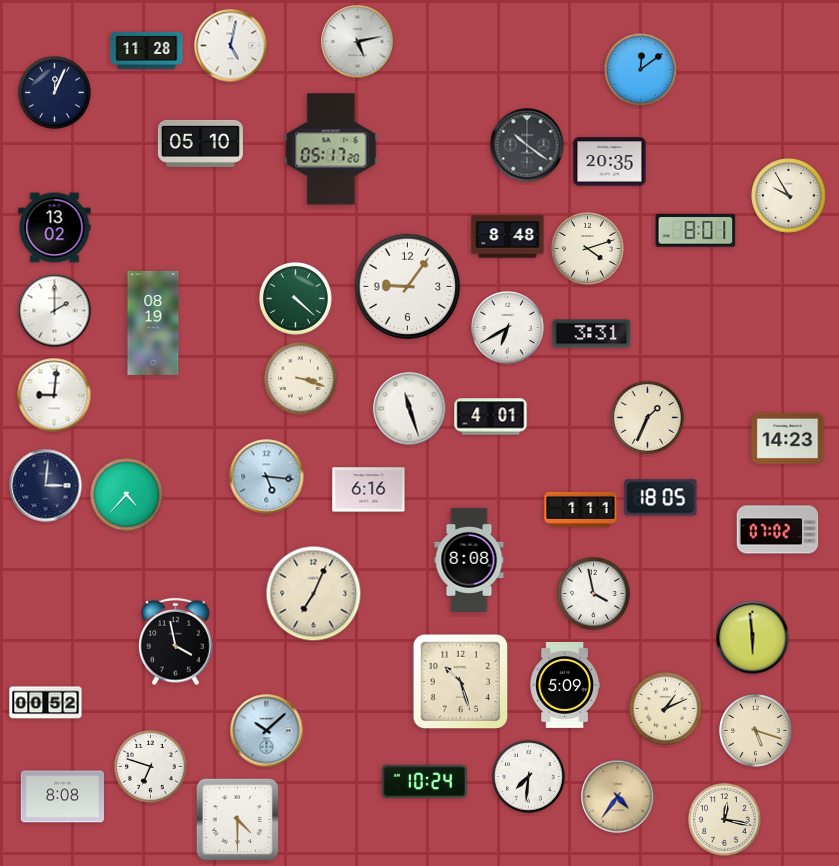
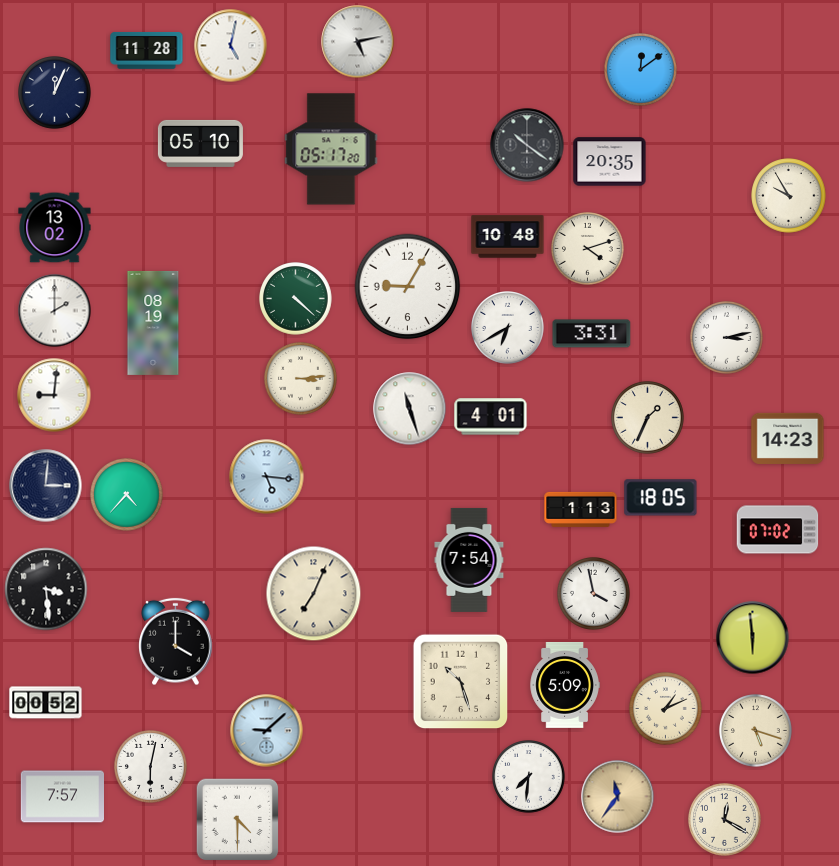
clock at (696, 231): 8:01 -> none
clock at (508, 237): 8:48 -> 10:48
clock at (408, 287): 9:06 -> 9:05
clock at (727, 338): none -> 3:13
clock at (301, 379): 3:18 -> 3:14
clock at (369, 490): 6:16 -> none
clock at (581, 509): 1:11 -> 1:13
clock at (469, 560): 8:08 -> 7:54
clock at (46, 589): none -> 3:29
clock at (176, 642): 3:58 -> 4:00
clock at (267, 731): 10:08 -> 9:08
clock at (151, 767): 6:48 -> 6:02
clock at (424, 782): 10:24 -> none
clock at (62, 797): 8:08 -> 7:57
clock at (618, 797): 4:36 -> 11:36
clock at (725, 820): 12:17 -> 12:20
